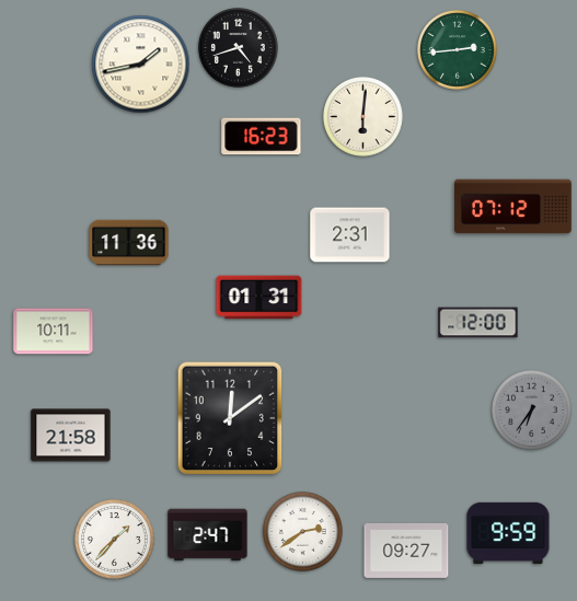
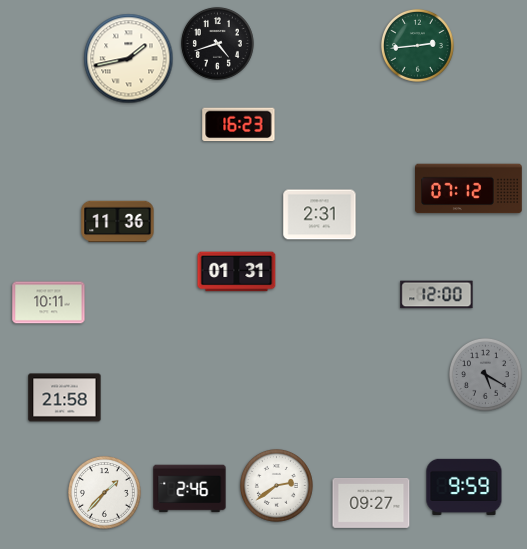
clock at (362, 116): 6:01 -> none
clock at (531, 409): 6:36 -> 5:20
clock at (230, 418): 12:09 -> none
clock at (208, 535): 2:47 -> 2:46
